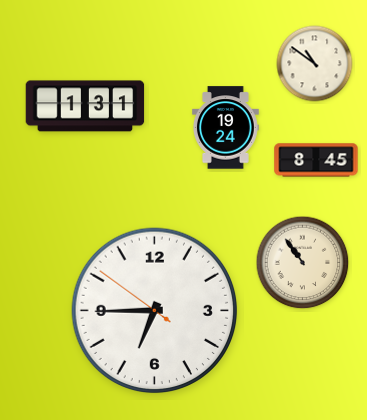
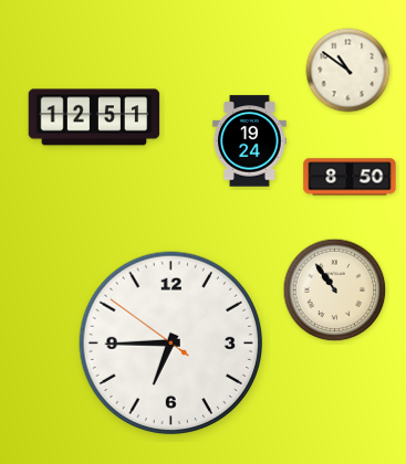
clock at (85, 106): 1:31 -> 12:51
clock at (316, 160): 8:45 -> 8:50
